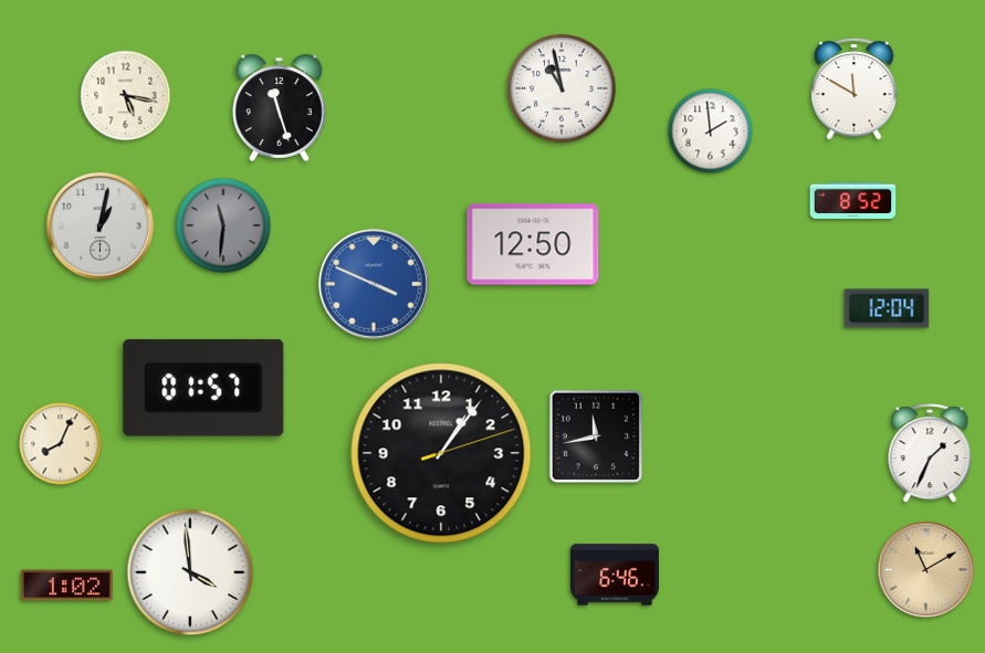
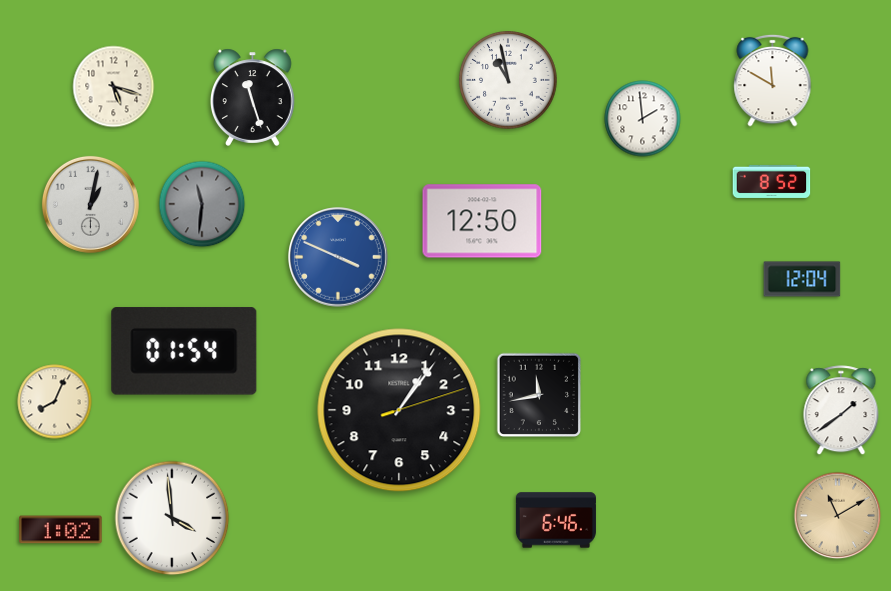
clock at (126, 96): 5:17 -> 5:18
clock at (203, 388): 01:57 -> 01:54
clock at (930, 454): 1:34 -> 1:39
